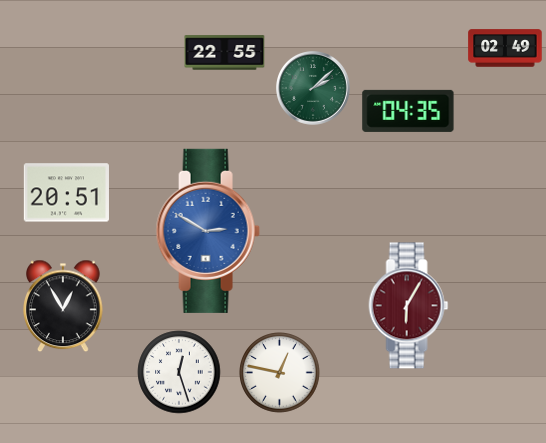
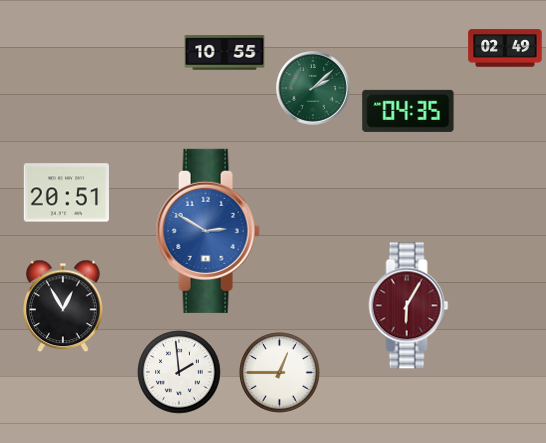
clock at (225, 53): 22:55 -> 10:55
clock at (179, 372): 12:27 -> 1:59
clock at (280, 373): 12:47 -> 12:45
